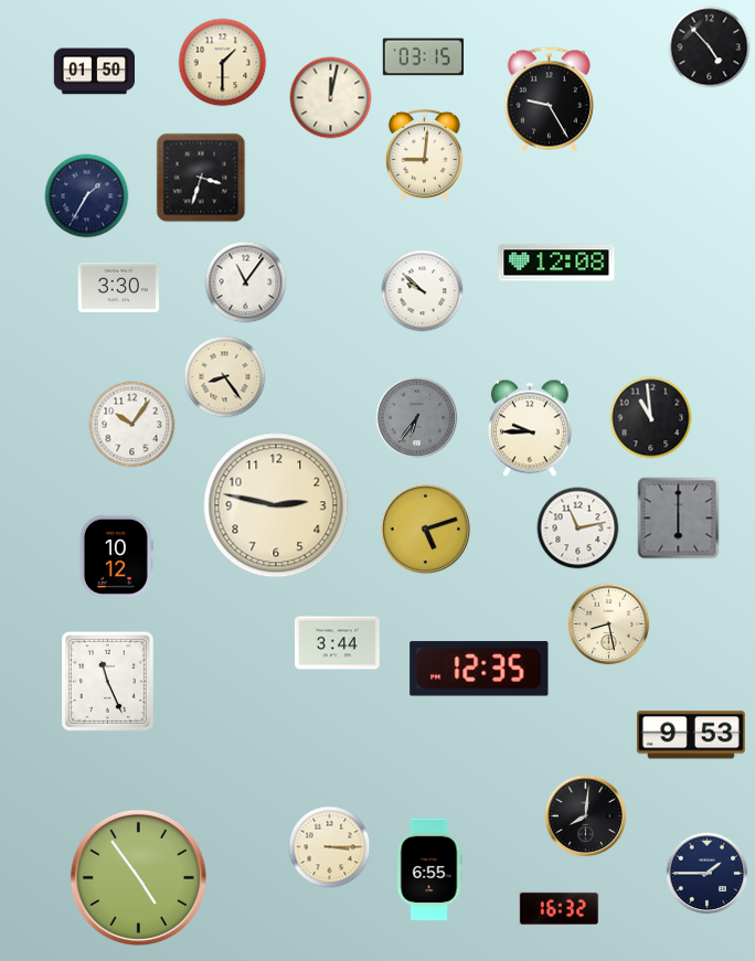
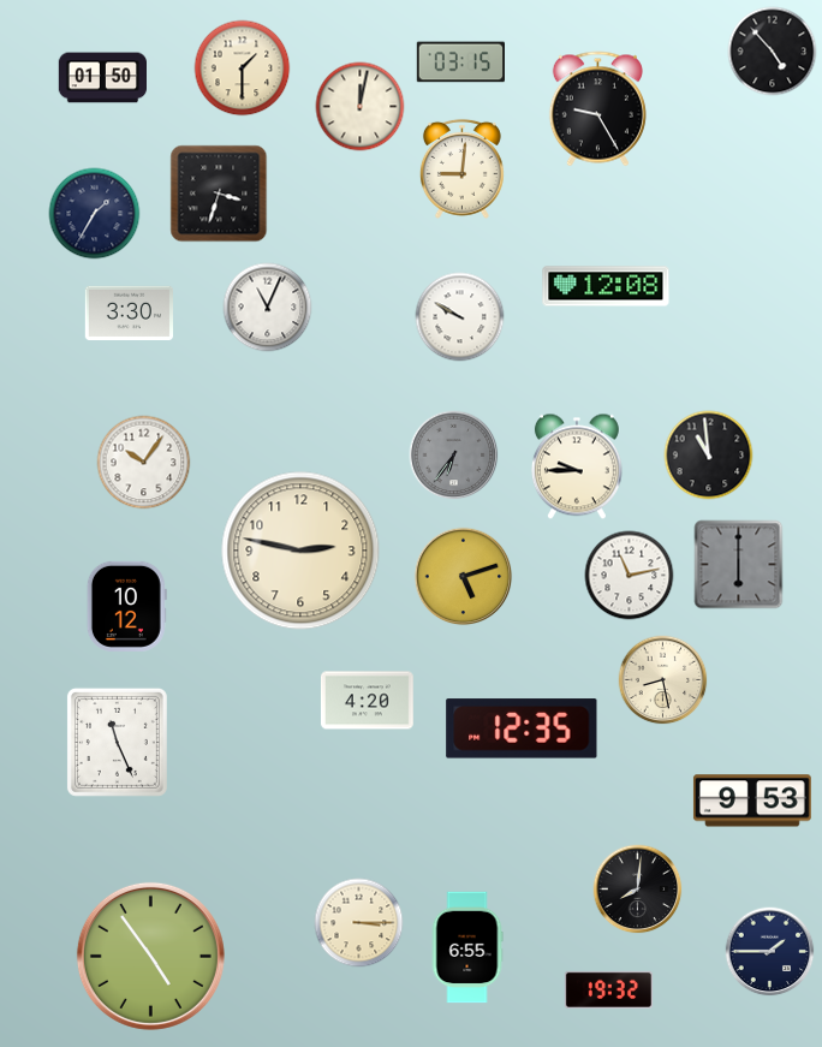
clock at (246, 282): 11:06 -> 11:04
clock at (423, 291): 9:52 -> 9:50
clock at (225, 377): 8:24 -> none
clock at (337, 643): 3:44 -> 4:20
clock at (559, 908): 16:32 -> 19:32
